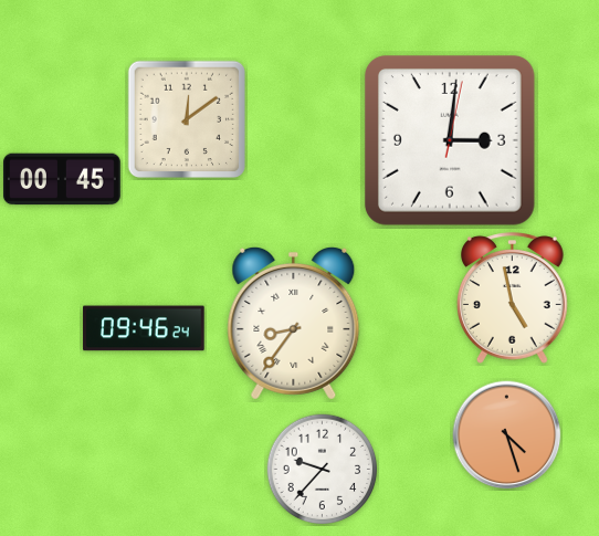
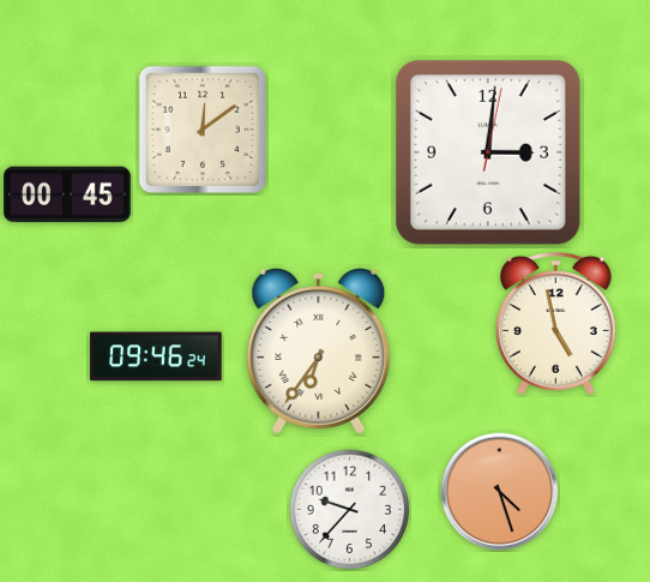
clock at (294, 323): 8:36 -> 6:36
clock at (507, 435) position: (507, 435) -> (500, 492)
